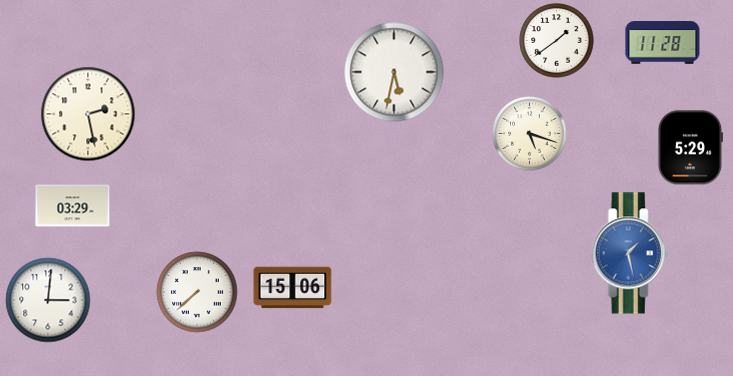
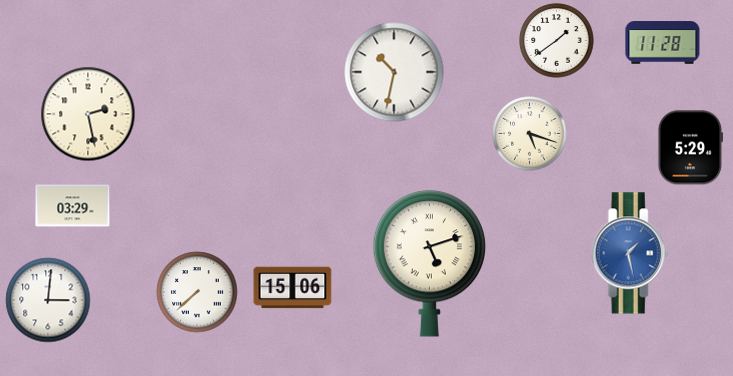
clock at (394, 72): 5:32 -> 10:32
clock at (429, 264): none -> 5:12
